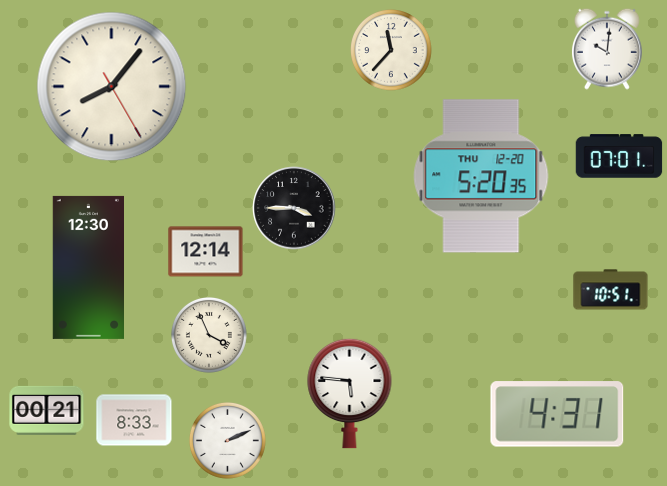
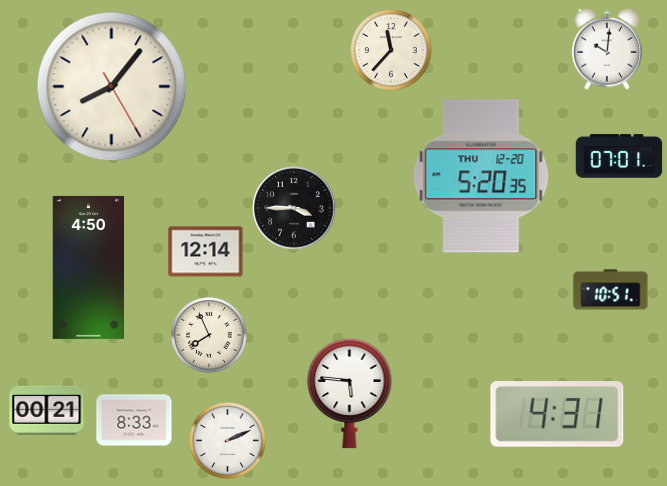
clock at (88, 267): 12:30 -> 4:50
clock at (209, 335): 3:56 -> 7:56
